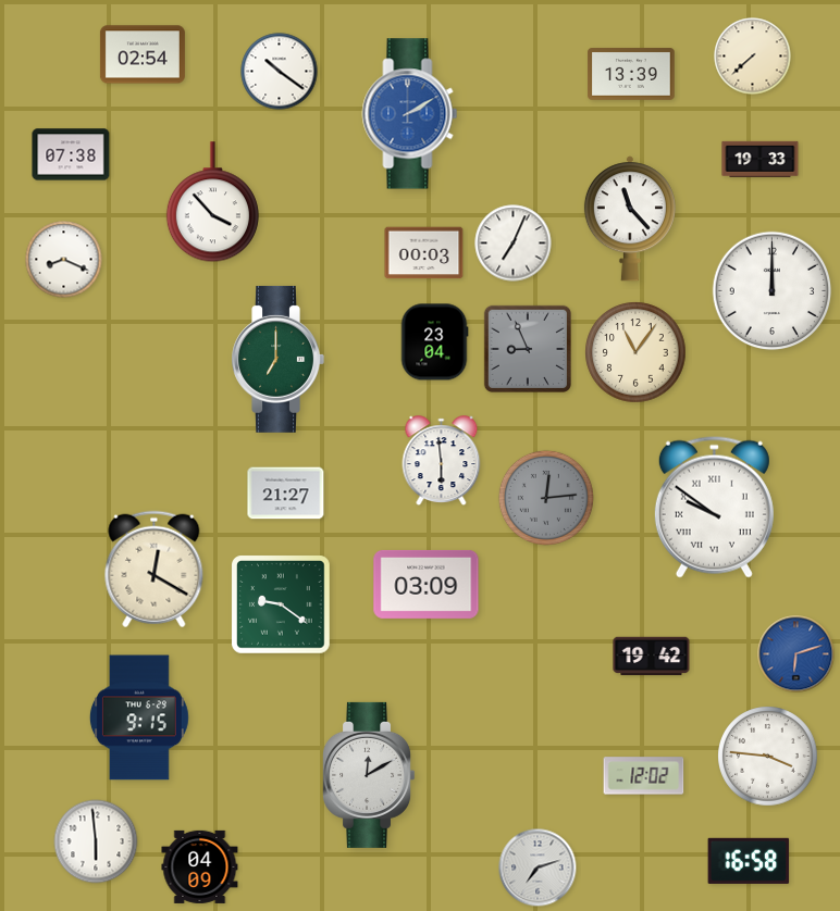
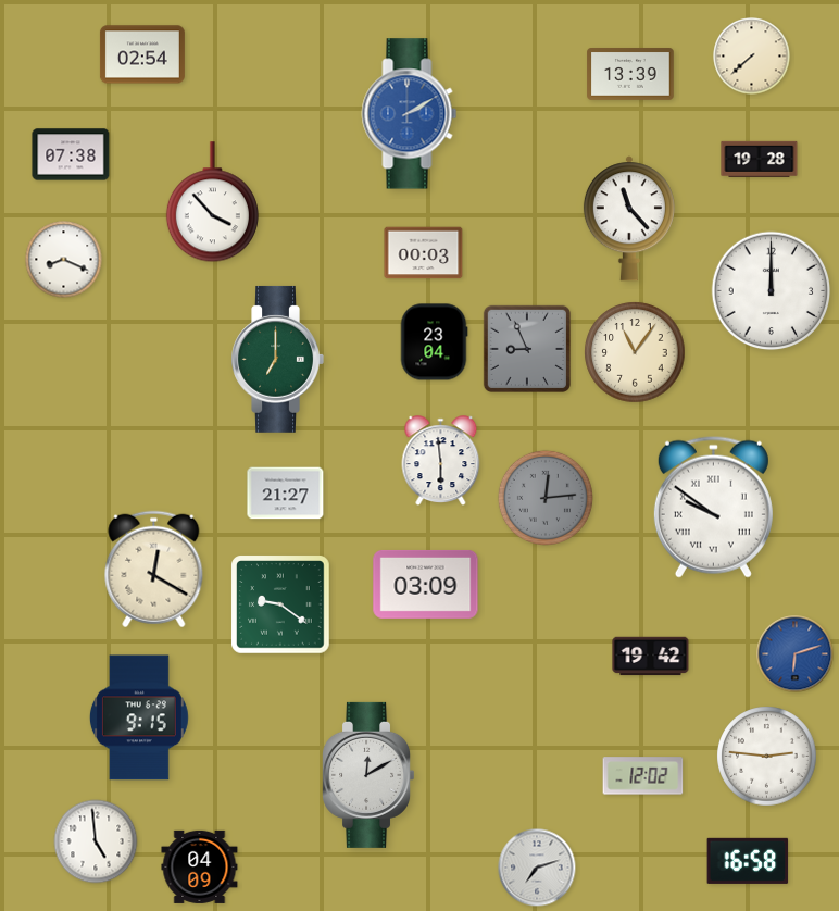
clock at (280, 72): 10:21 -> none
clock at (761, 159): 19:33 -> 19:28
clock at (514, 244): 7:04 -> none
clock at (768, 757): 3:46 -> 2:46
clock at (96, 841): 5:59 -> 4:59
